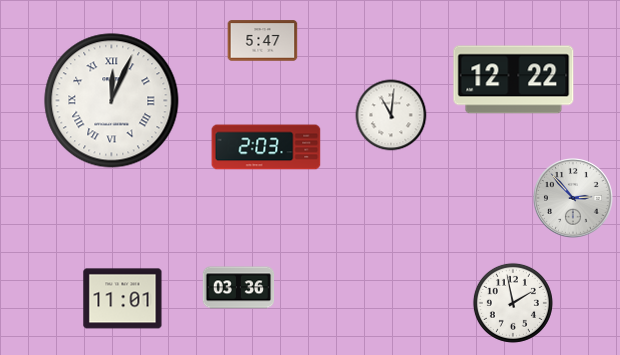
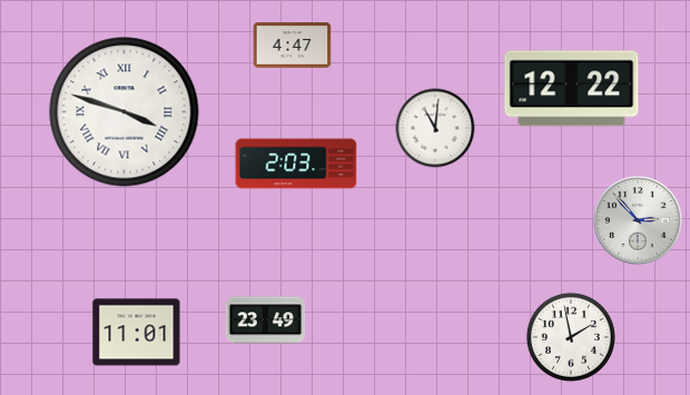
clock at (263, 41): 5:47 -> 4:47
clock at (112, 101): 12:04 -> 3:48
clock at (239, 288): 03:36 -> 23:49
